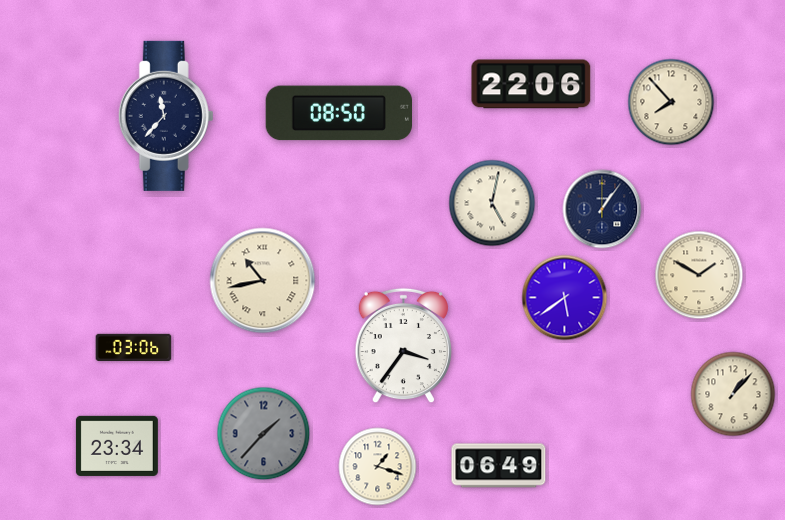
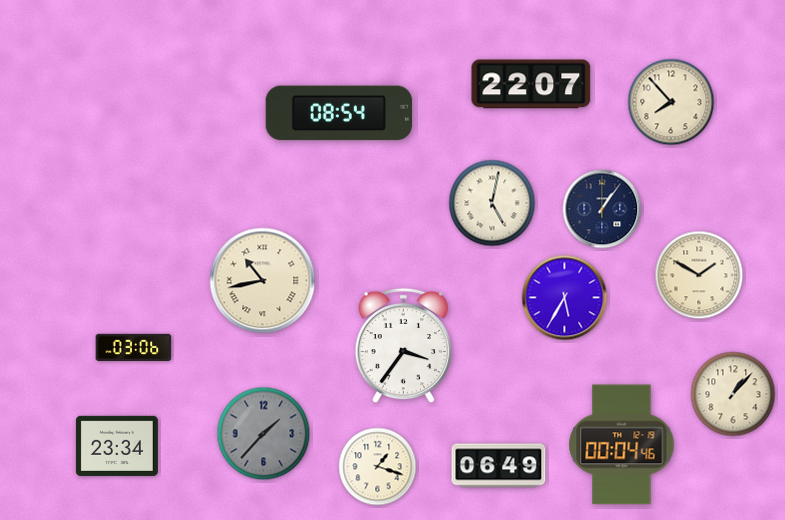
clock at (531, 84): 22:06 -> 22:07
clock at (338, 113): 08:50 -> 08:54
clock at (166, 116): 11:37 -> none
clock at (565, 298): 5:39 -> 5:35
clock at (622, 445): none -> 00:04
